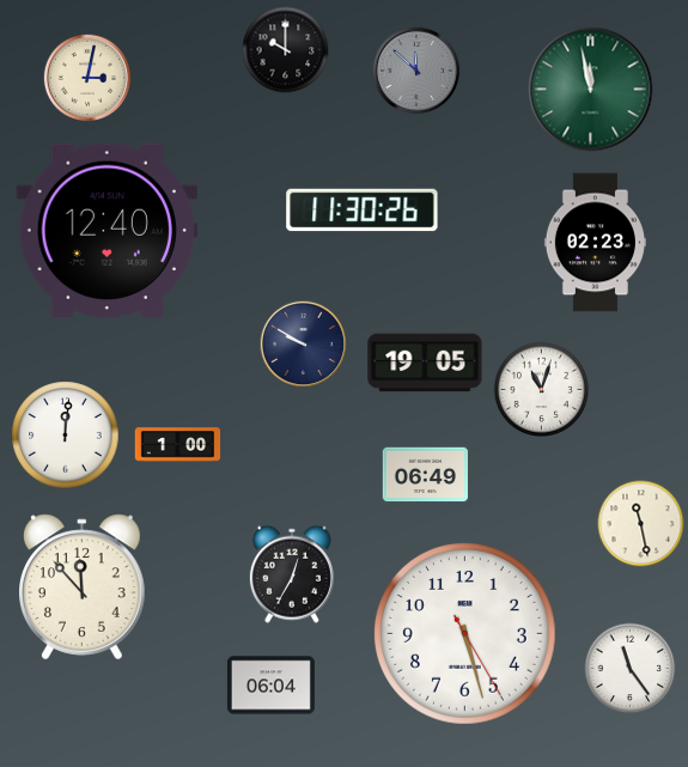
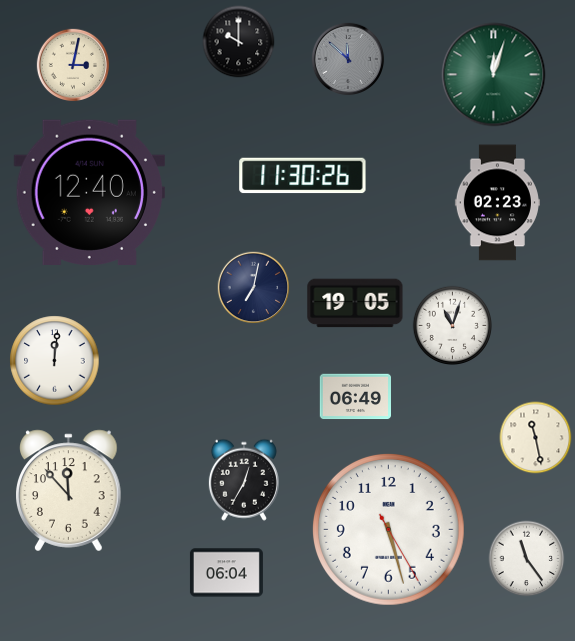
clock at (591, 90): 11:58 -> 12:03
clock at (304, 345): 9:50 -> 7:02
clock at (66, 436) position: (66, 436) -> (55, 361)
clock at (178, 445): 1:00 -> none
